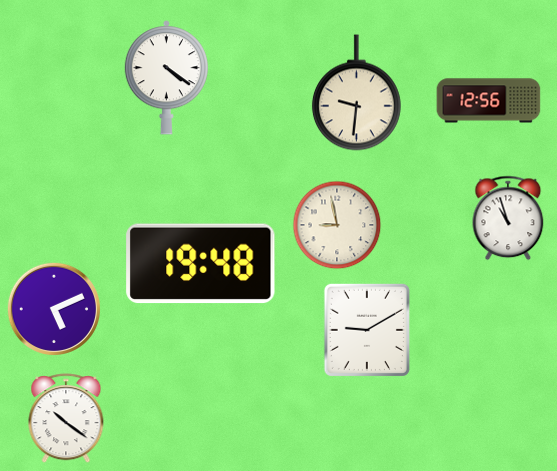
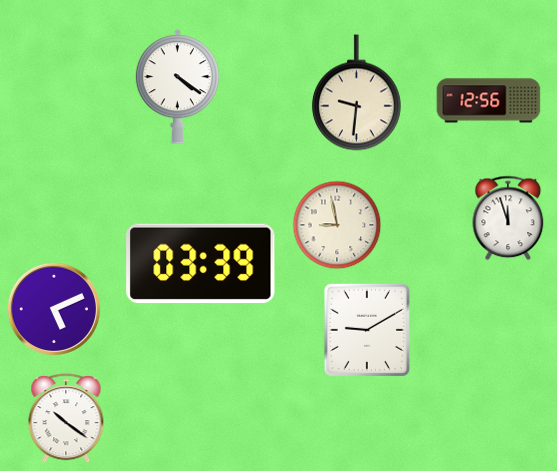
clock at (166, 78) position: (166, 78) -> (177, 87)
clock at (508, 218): 10:57 -> 11:57
clock at (201, 264): 19:48 -> 03:39
